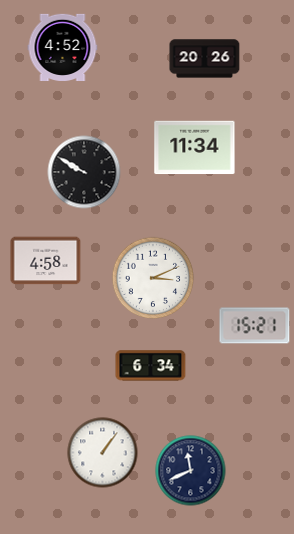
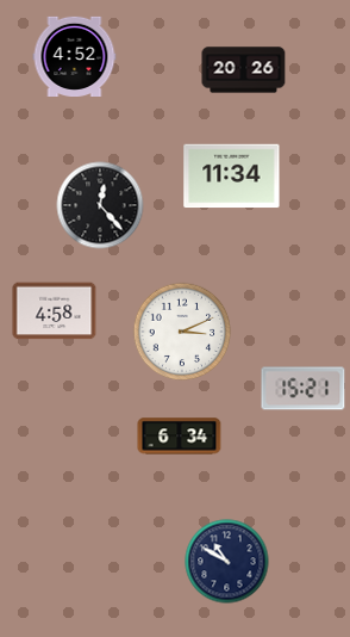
clock at (84, 172): 9:50 -> 12:23
clock at (103, 453): 1:06 -> none
clock at (191, 471): 11:41 -> 10:50
